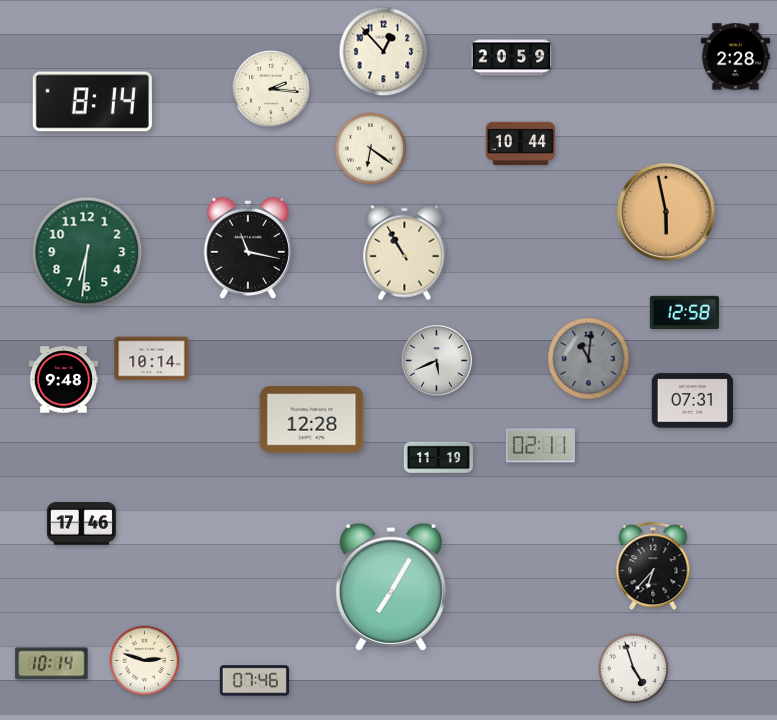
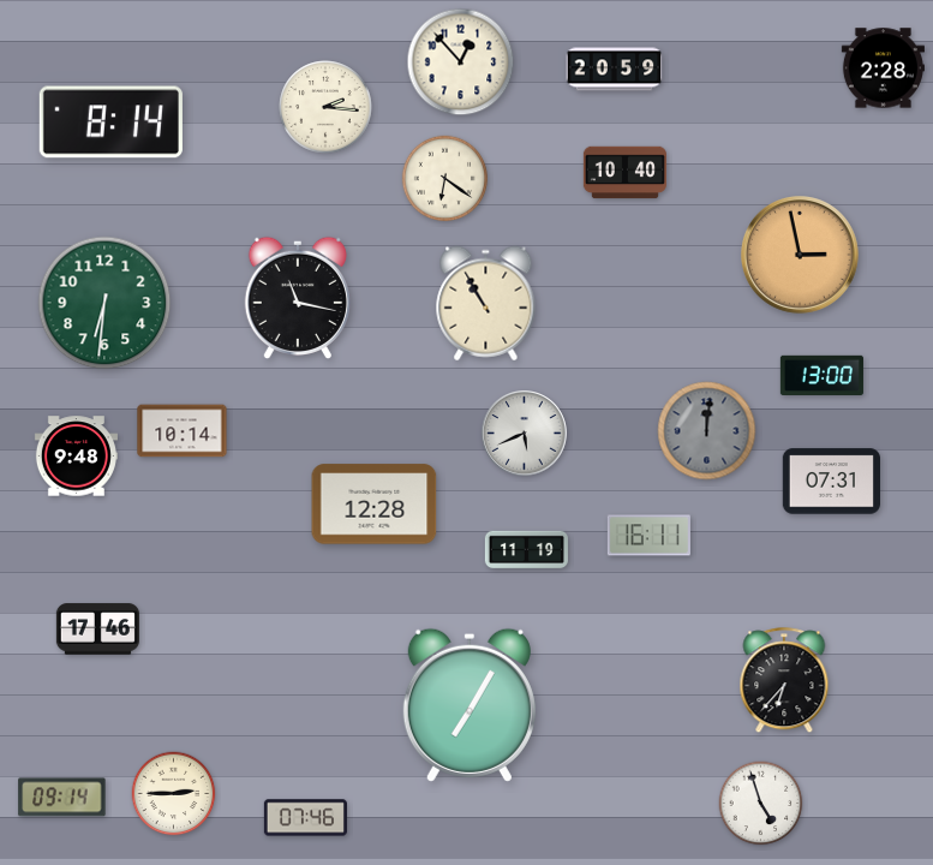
clock at (520, 144): 10:44 -> 10:40
clock at (666, 212): 5:58 -> 2:58
clock at (684, 312): 12:58 -> 13:00
clock at (589, 359): 11:01 -> 12:01
clock at (540, 446): 02:11 -> 16:11
clock at (145, 661): 2:48 -> 2:45
clock at (52, 664): 10:14 -> 09:14
